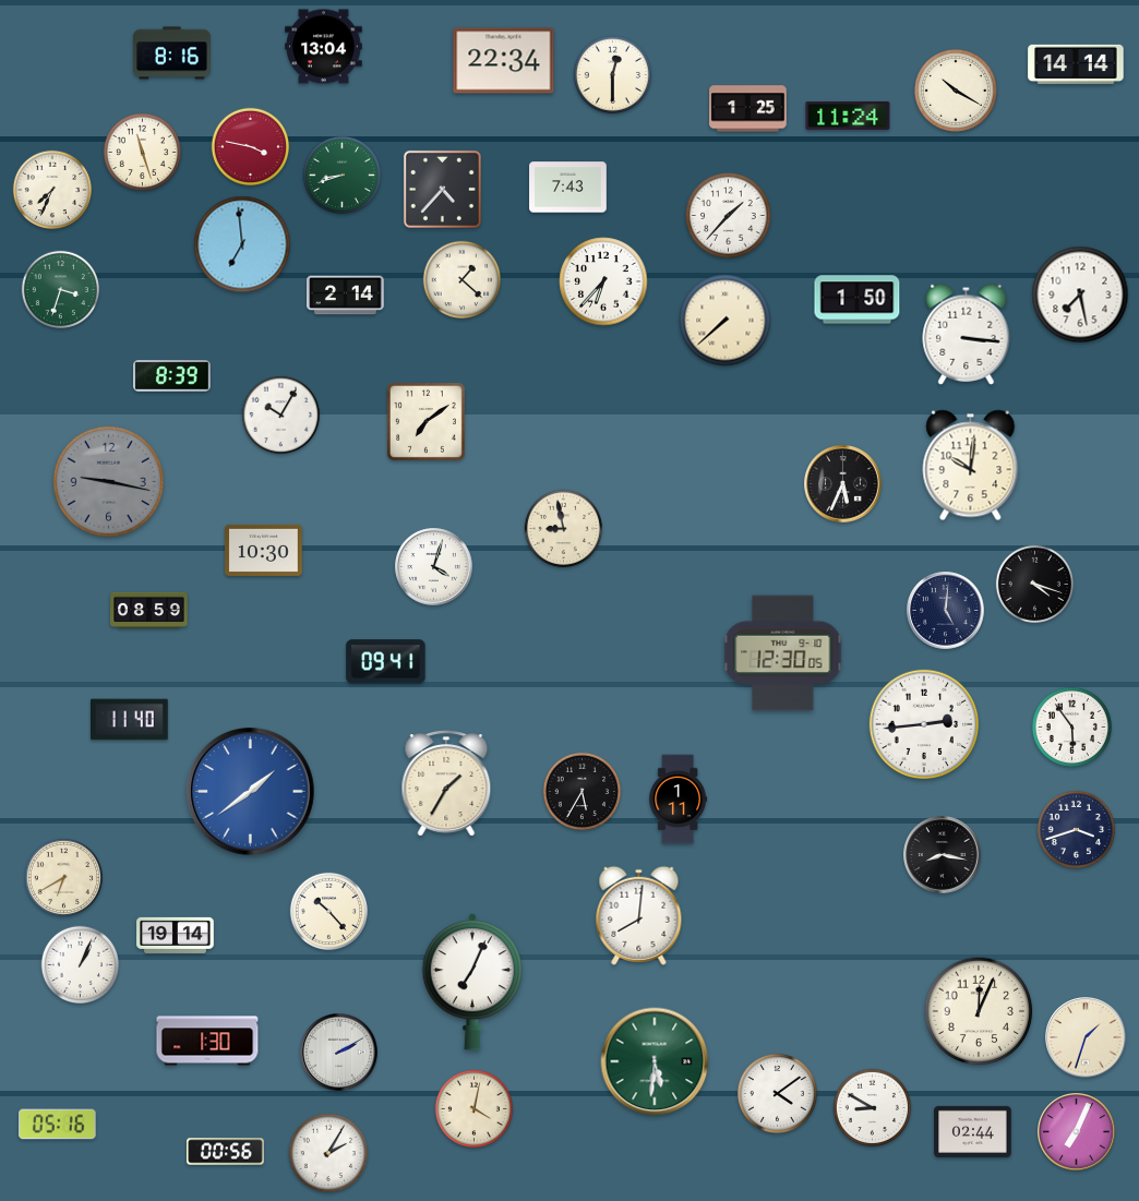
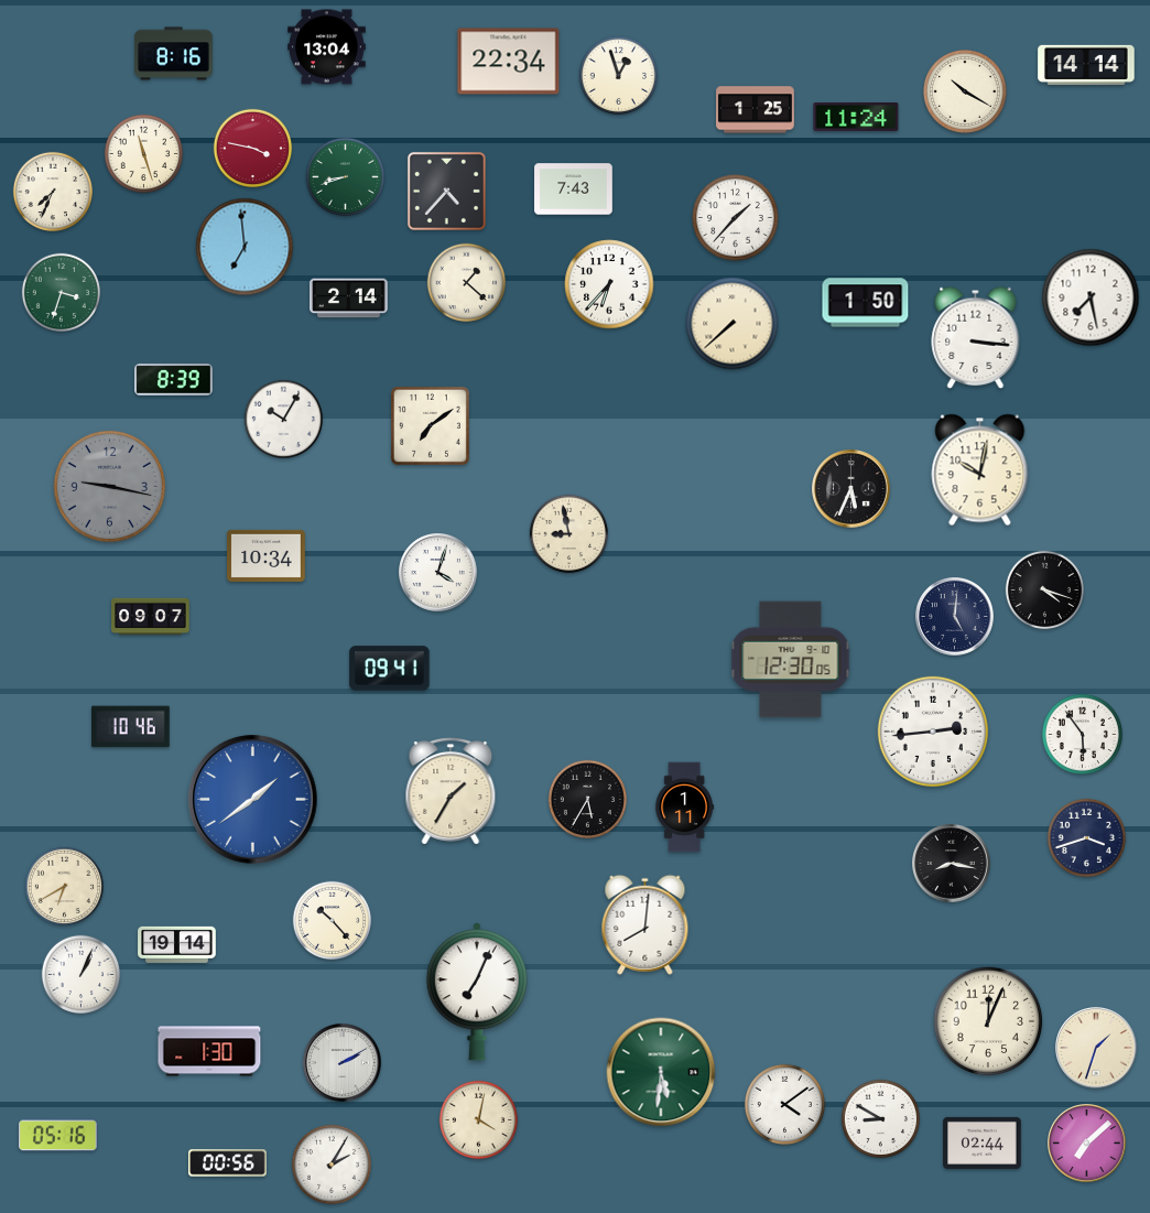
clock at (613, 75): 12:30 -> 12:57
clock at (971, 466): 10:01 -> 10:02
clock at (264, 550): 10:30 -> 10:34
clock at (149, 610): 08:59 -> 09:07
clock at (130, 720): 11:40 -> 10:46
clock at (1077, 1132): 7:04 -> 7:08
